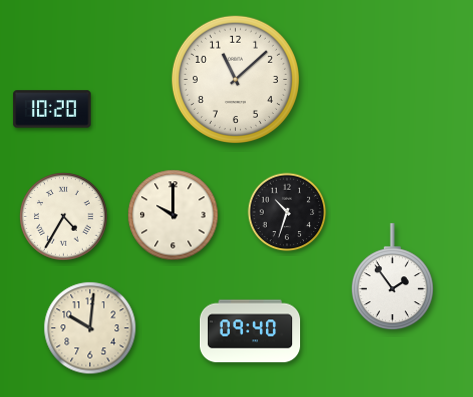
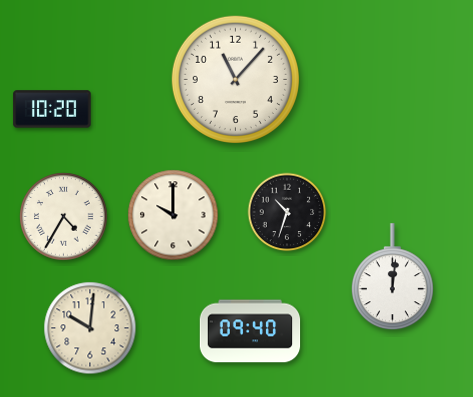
clock at (235, 79): 11:08 -> 11:07
clock at (392, 277): 1:54 -> 12:01
